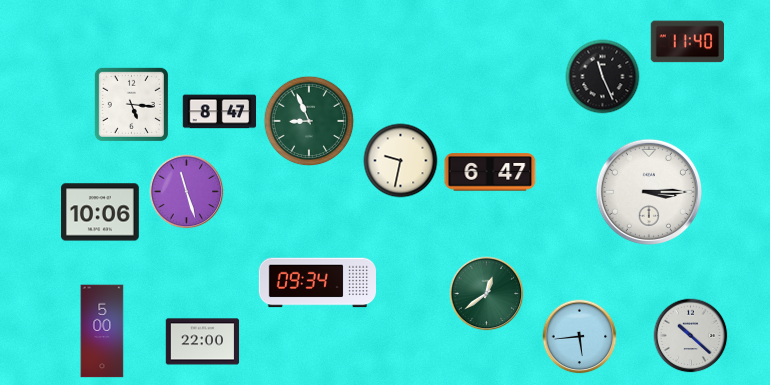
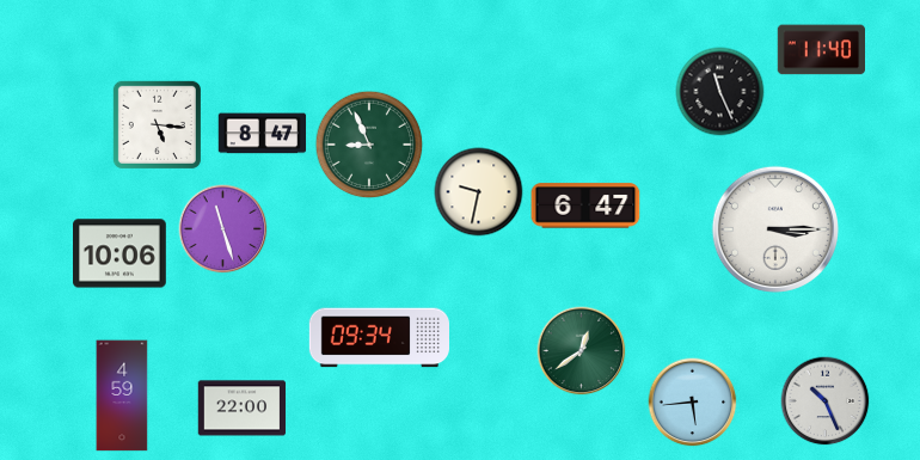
clock at (102, 331): 5:00 -> 4:59
clock at (691, 336): 10:22 -> 10:26
